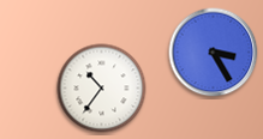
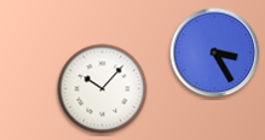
clock at (102, 89): 10:36 -> 10:07
